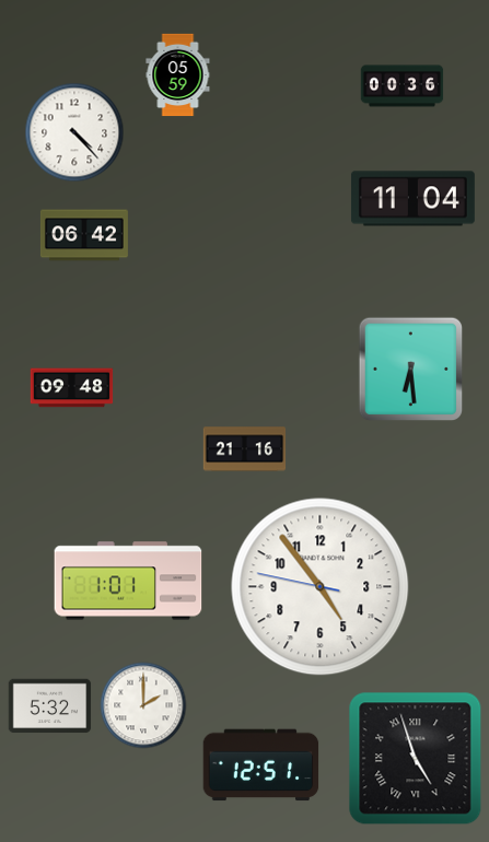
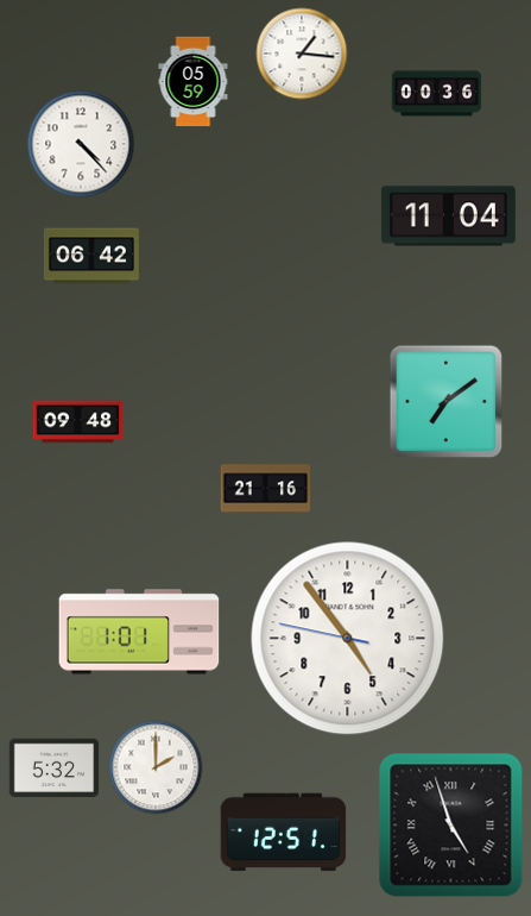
clock at (302, 54): none -> 1:16
clock at (411, 370): 6:29 -> 7:09
